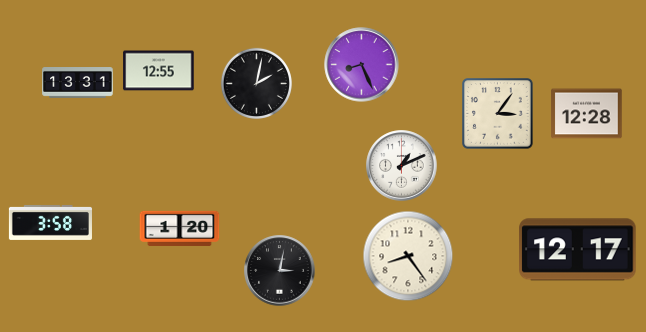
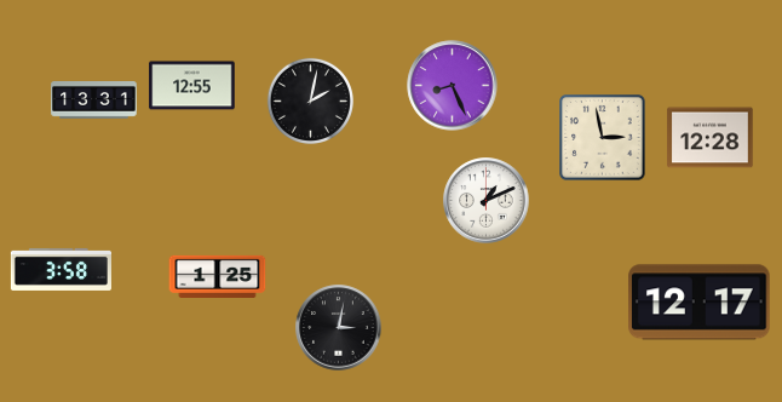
clock at (362, 65) position: (362, 65) -> (453, 86)
clock at (498, 114): 3:06 -> 2:58
clock at (180, 228): 1:20 -> 1:25
clock at (408, 256): 8:24 -> none
